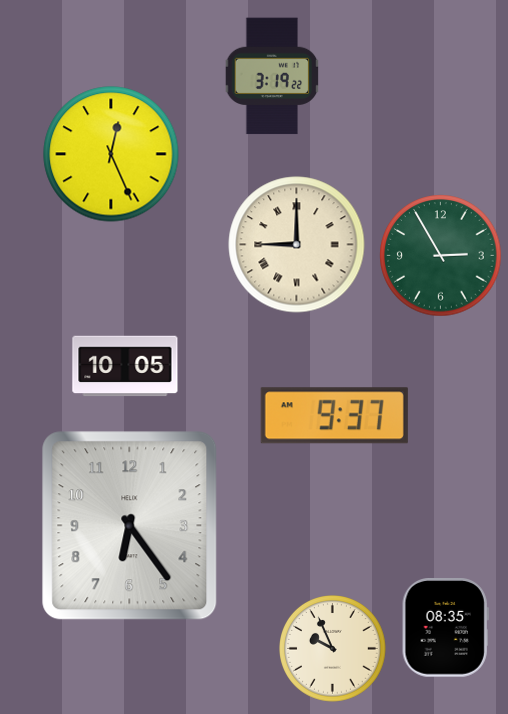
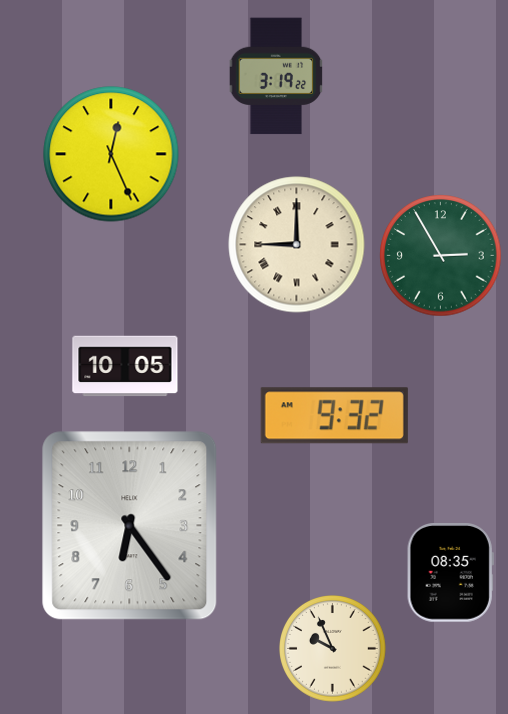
clock at (272, 76) position: (272, 76) -> (276, 76)
clock at (334, 416): 9:37 -> 9:32
clock at (445, 628) position: (445, 628) -> (450, 573)
